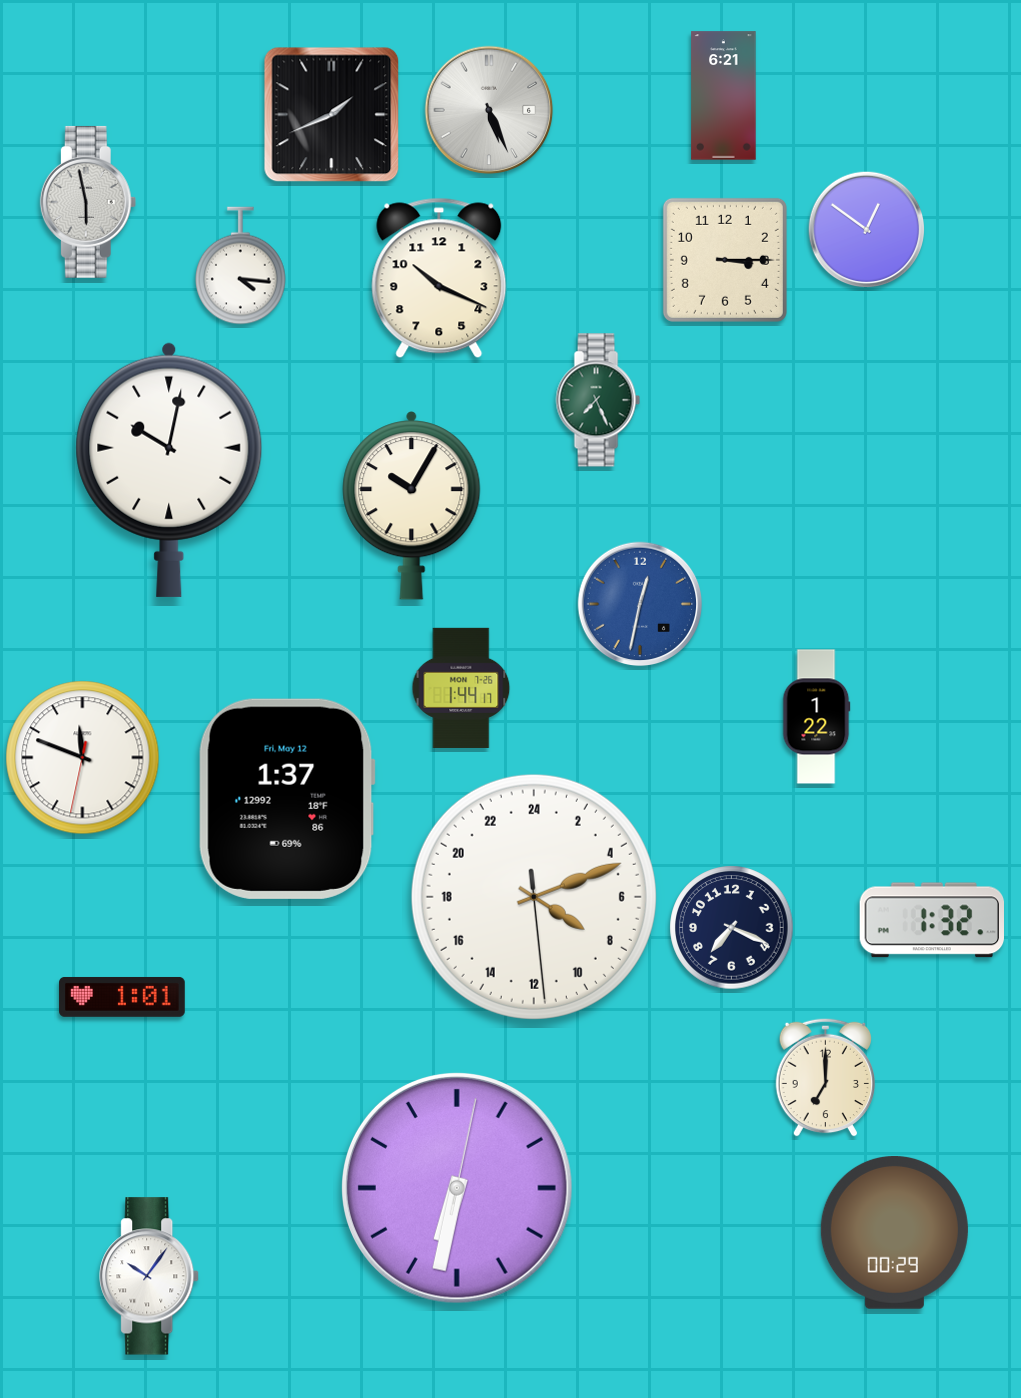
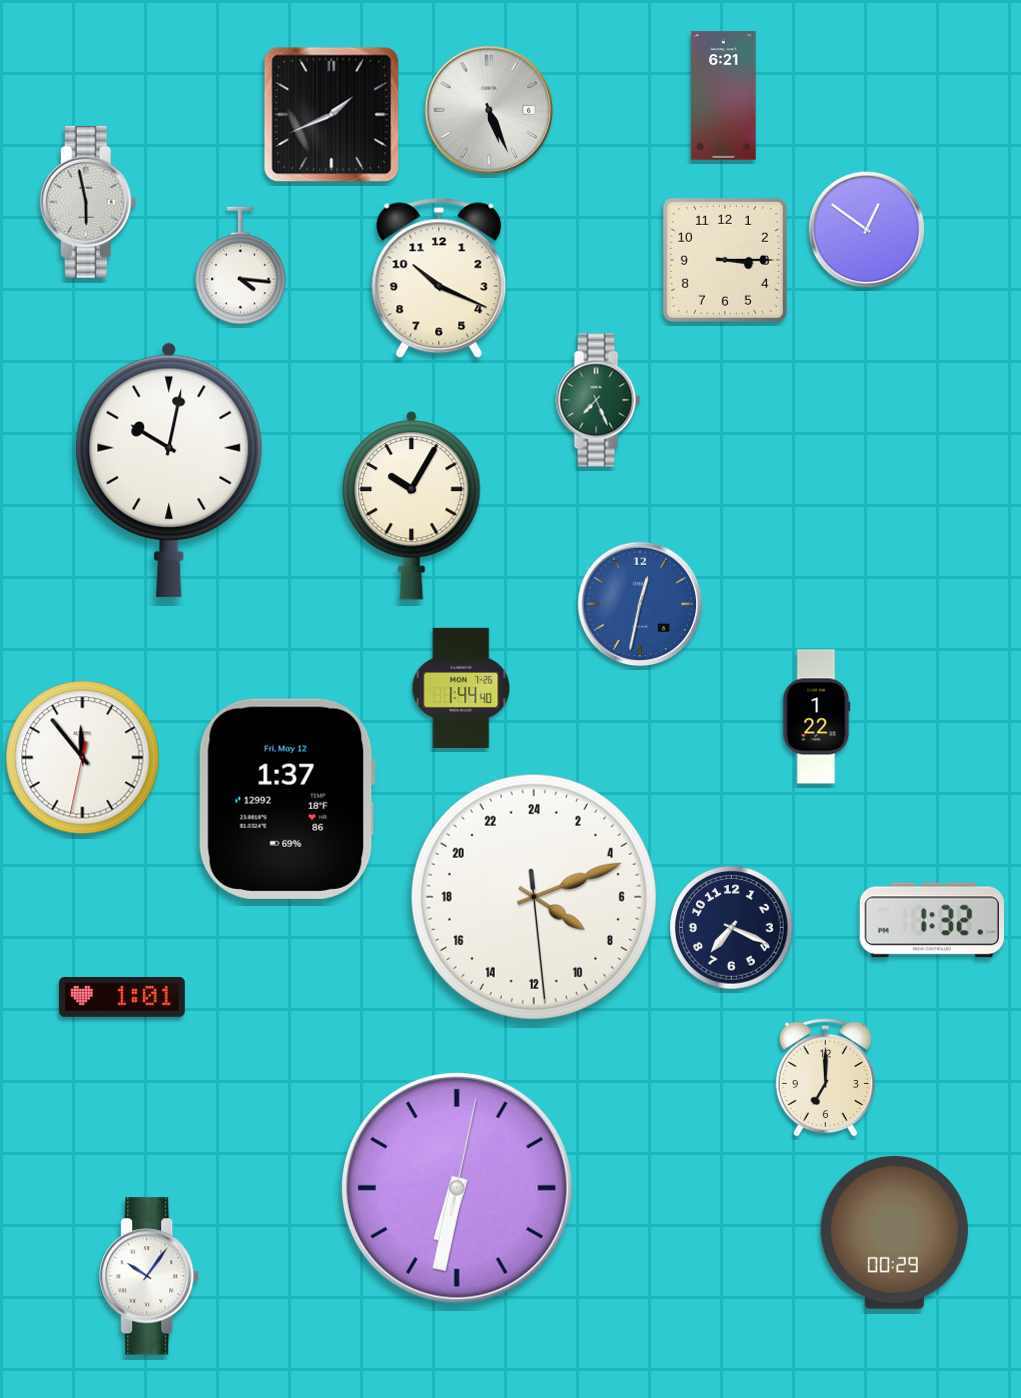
clock at (461, 688): 1:44:17 -> 1:44:40
clock at (83, 758): 11:48 -> 11:53
